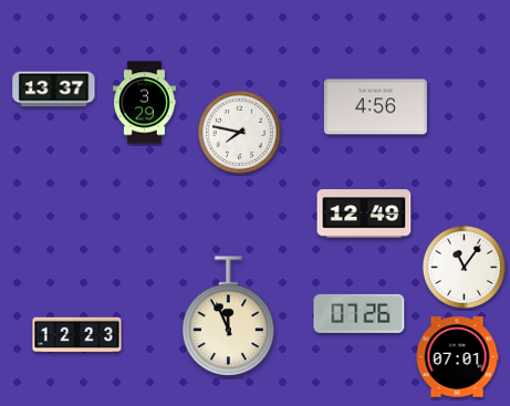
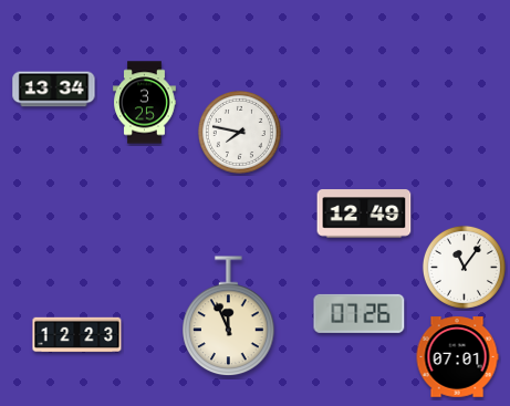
clock at (54, 90): 13:37 -> 13:34
clock at (145, 103): 3:29 -> 3:25
clock at (375, 107): 4:56 -> none
